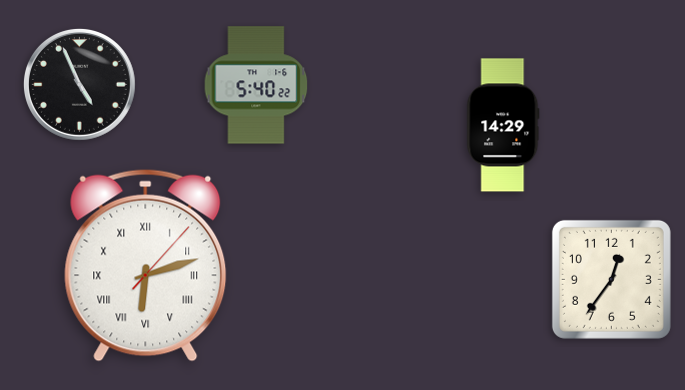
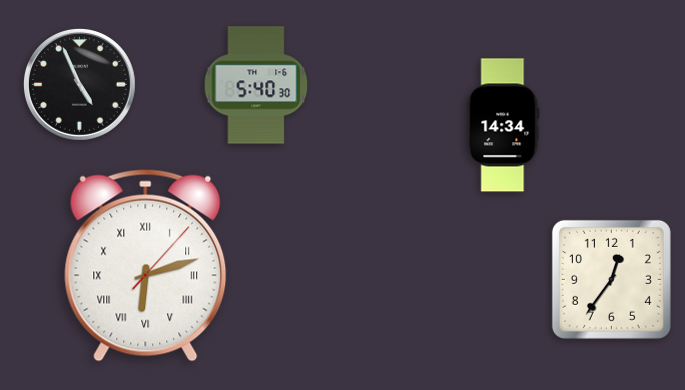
clock at (256, 85): 5:40:22 -> 5:40:30
clock at (503, 125): 14:29 -> 14:34
